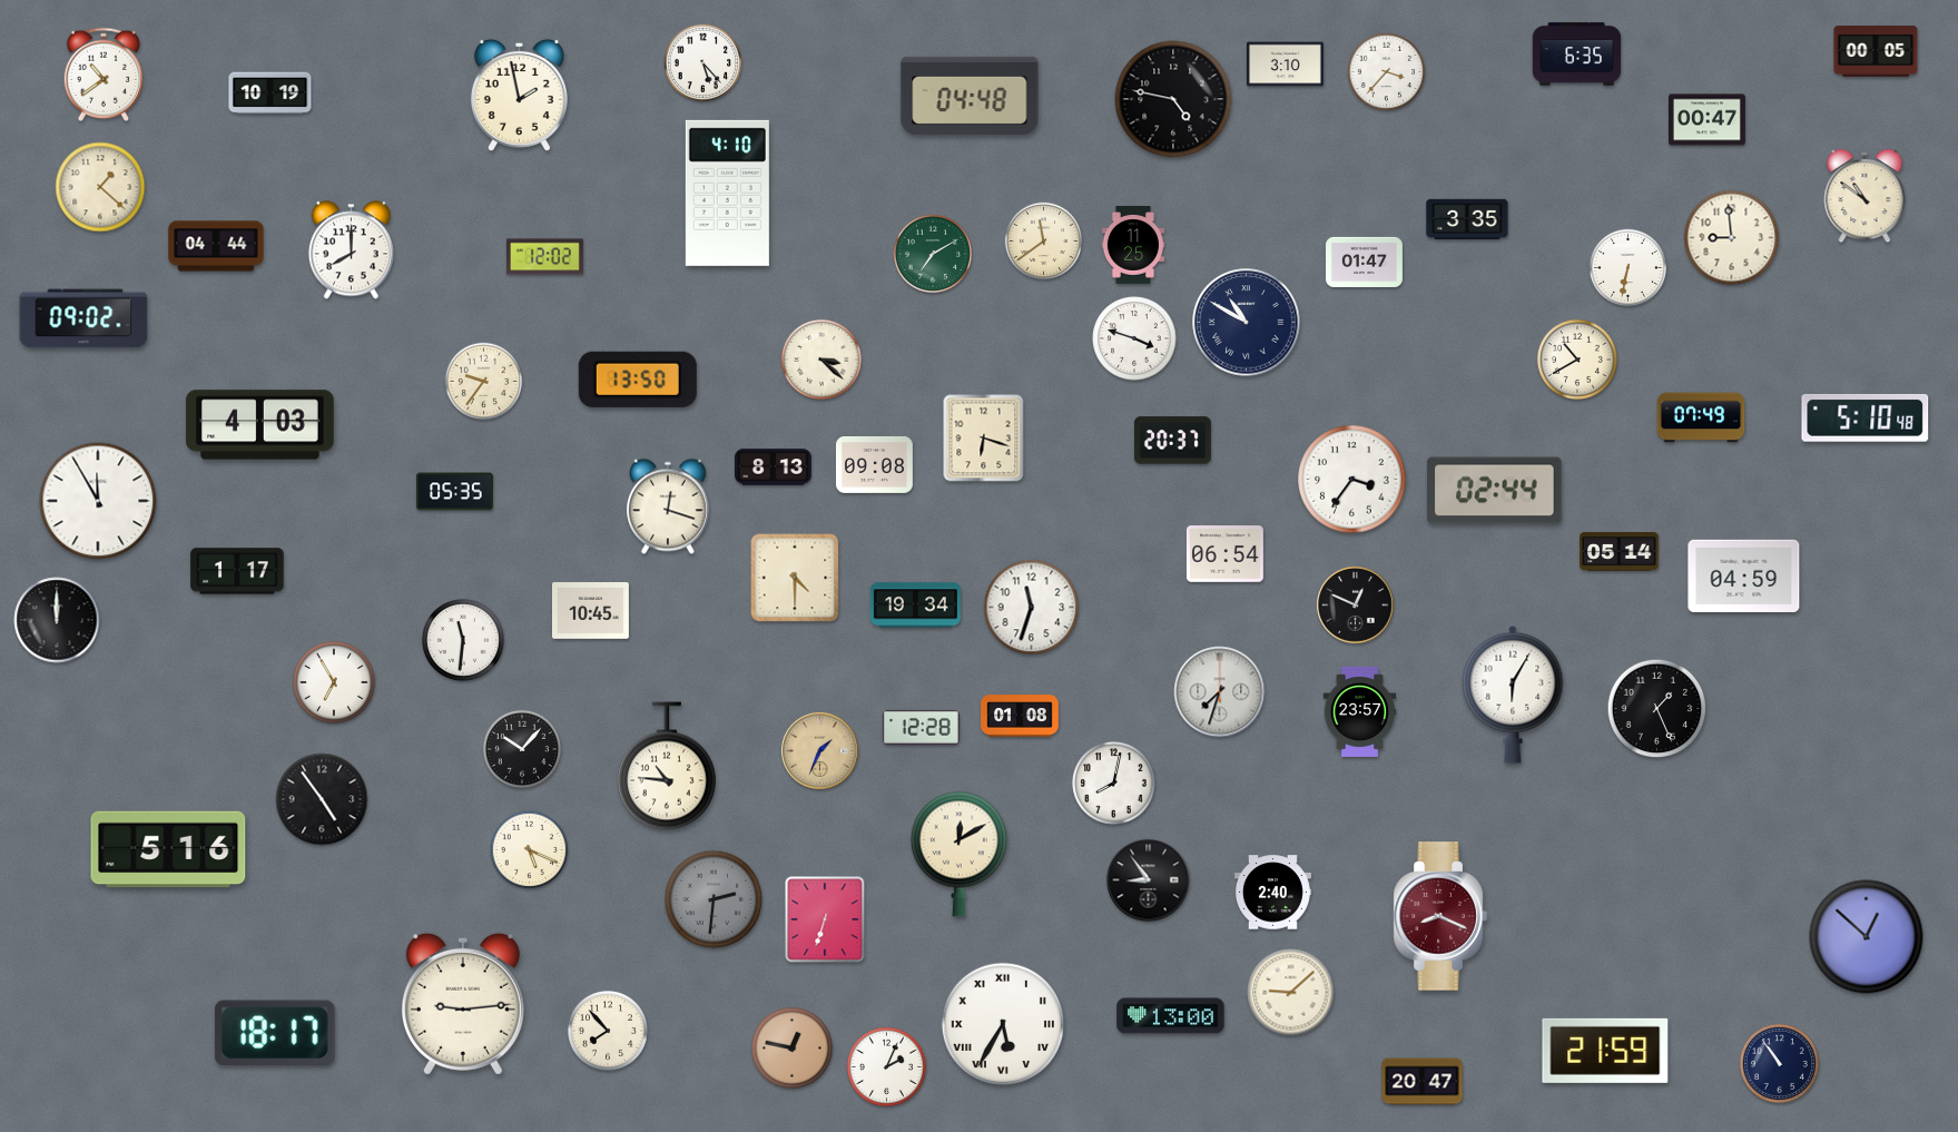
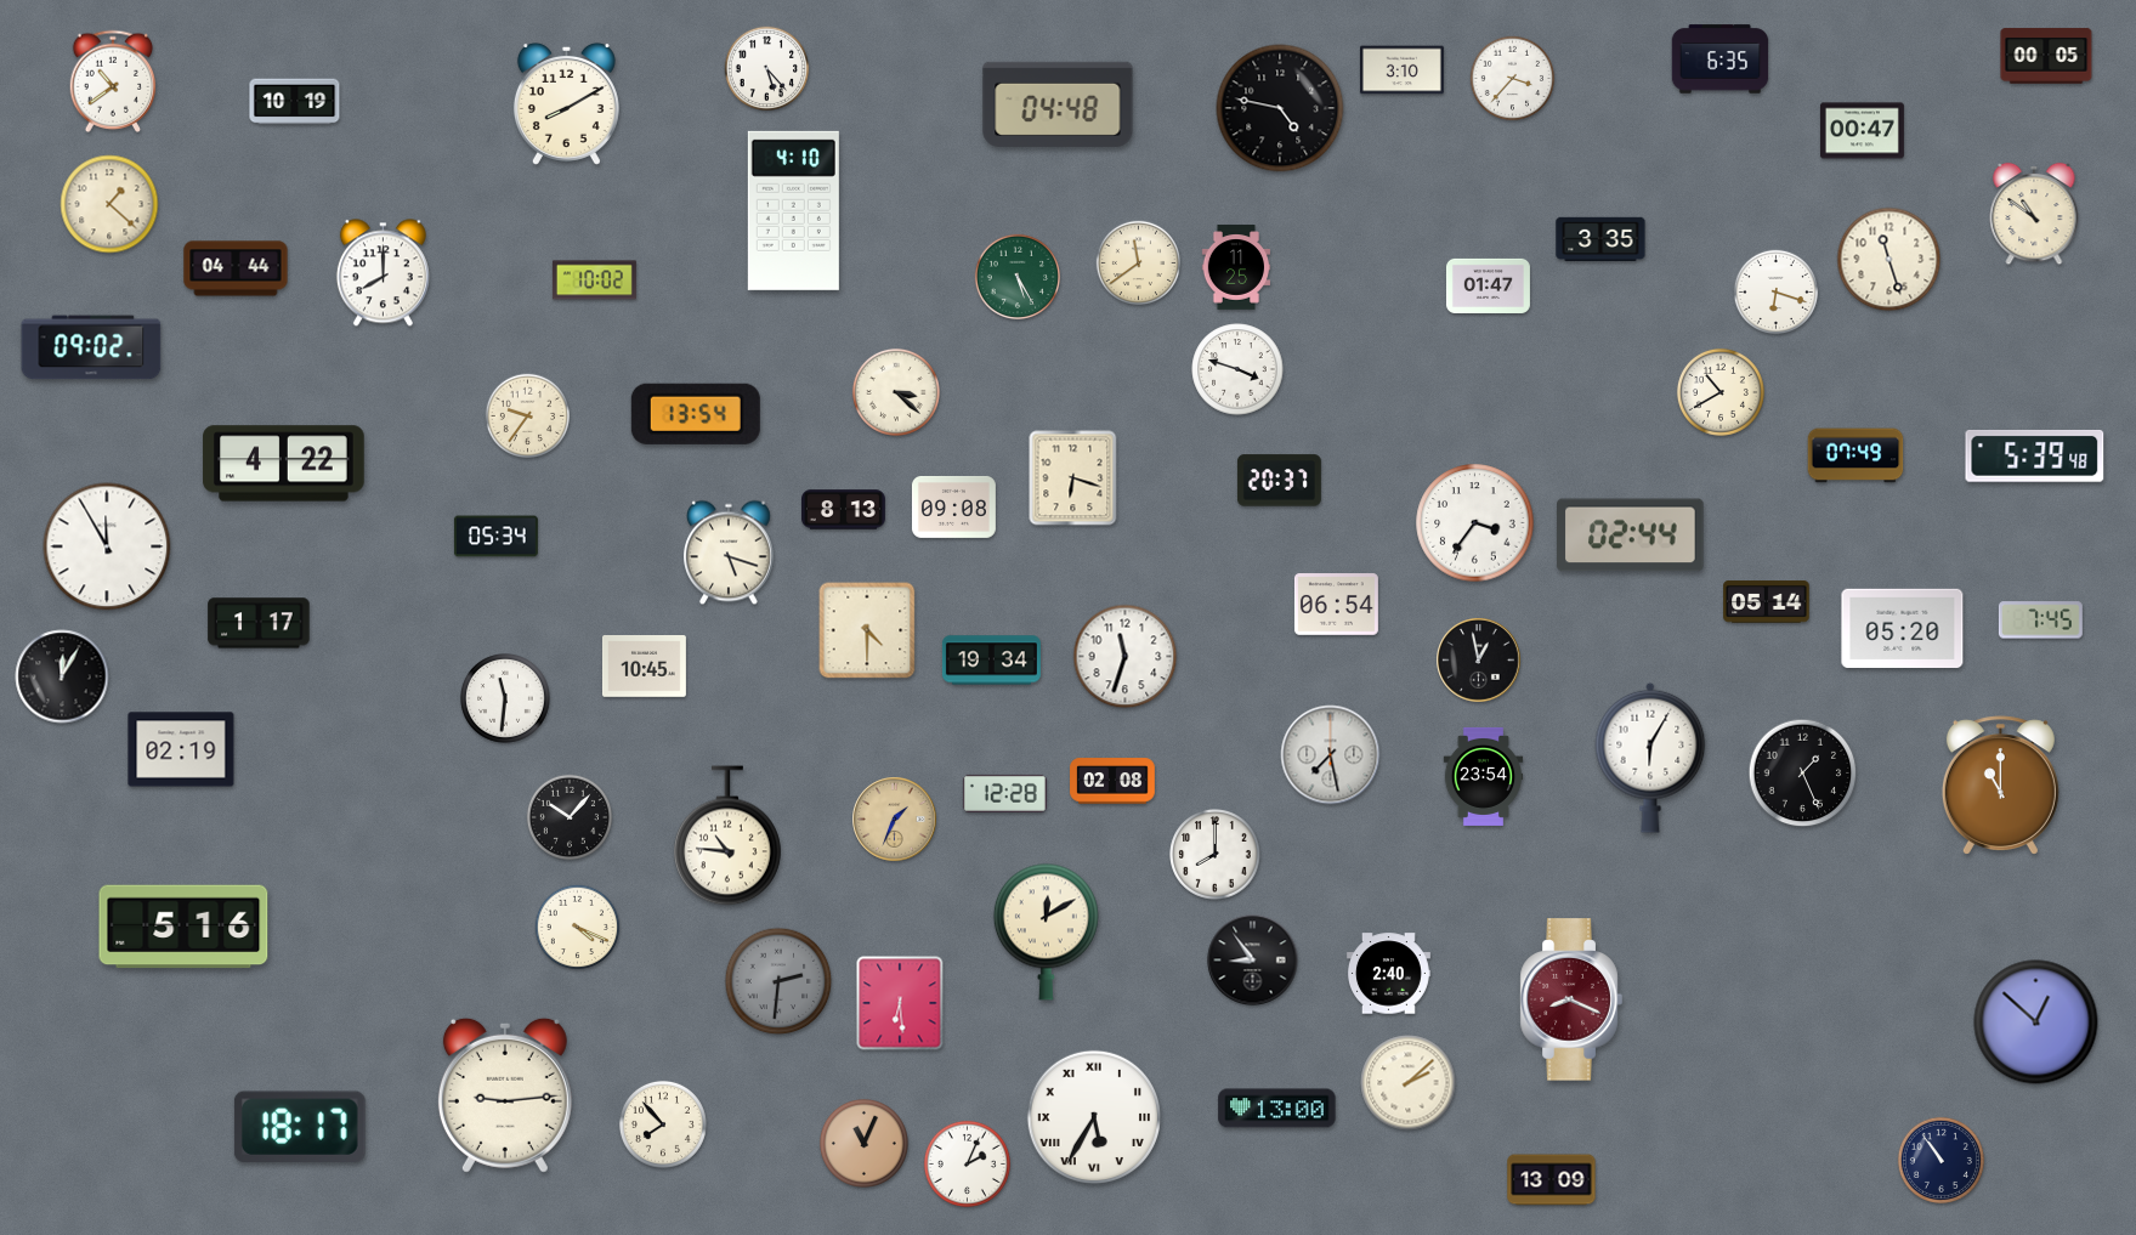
clock at (519, 95): 1:58 -> 8:10
clock at (1732, 238): 8:59 -> 11:27
clock at (932, 253): 7:10 -> 5:25
clock at (544, 257): 12:02 -> 10:02
clock at (1629, 268): 6:32 -> 6:18
clock at (1247, 323): 10:50 -> none
clock at (638, 380): 13:50 -> 13:54
clock at (1866, 417): 5:10 -> 5:39
clock at (260, 425): 4:03 -> 4:22
clock at (454, 492): 05:35 -> 05:34
clock at (669, 506): 12:18 -> 5:18
clock at (2040, 621): none -> 7:45
clock at (1744, 575): 04:59 -> 05:20
clock at (915, 606) position: (915, 606) -> (991, 661)
clock at (1356, 606): 12:49 -> 12:58
clock at (1032, 608) position: (1032, 608) -> (1126, 657)
clock at (57, 620): 12:00 -> 12:05
clock at (334, 682): 6:55 -> none
clock at (181, 749): none -> 02:19
clock at (1220, 692): 7:33 -> 7:28
clock at (1657, 709) position: (1657, 709) -> (1803, 774)
clock at (1360, 711): 23:57 -> 23:54
clock at (1020, 716): 01:08 -> 02:08
clock at (2000, 786): none -> 11:00
clock at (1114, 784): 8:02 -> 8:00
clock at (322, 799): 4:54 -> none
clock at (530, 850): 5:19 -> 4:19
clock at (825, 919): 6:33 -> 6:29
clock at (1291, 993): 9:08 -> 2:08
clock at (791, 1047): 12:47 -> 11:04
clock at (1605, 1051): 21:59 -> none
clock at (1423, 1082): 20:47 -> 13:09
